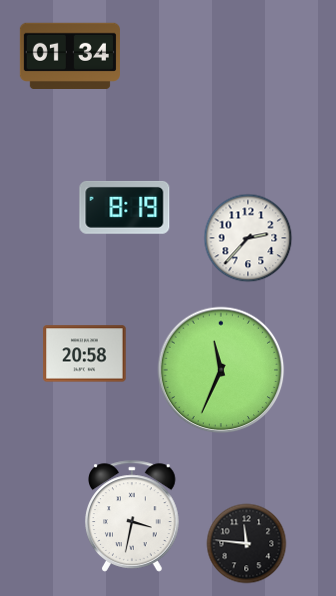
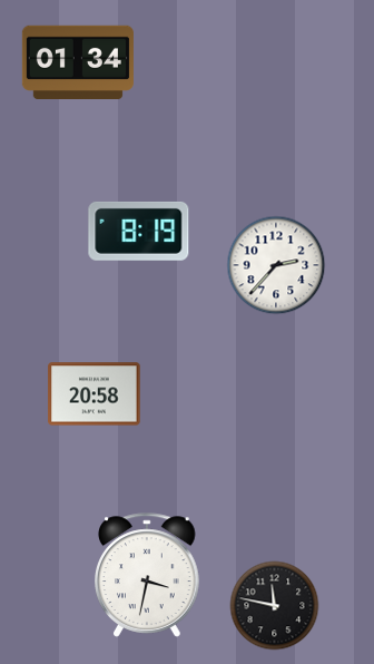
clock at (221, 370): 11:34 -> none
clock at (247, 544): 11:46 -> 11:47
